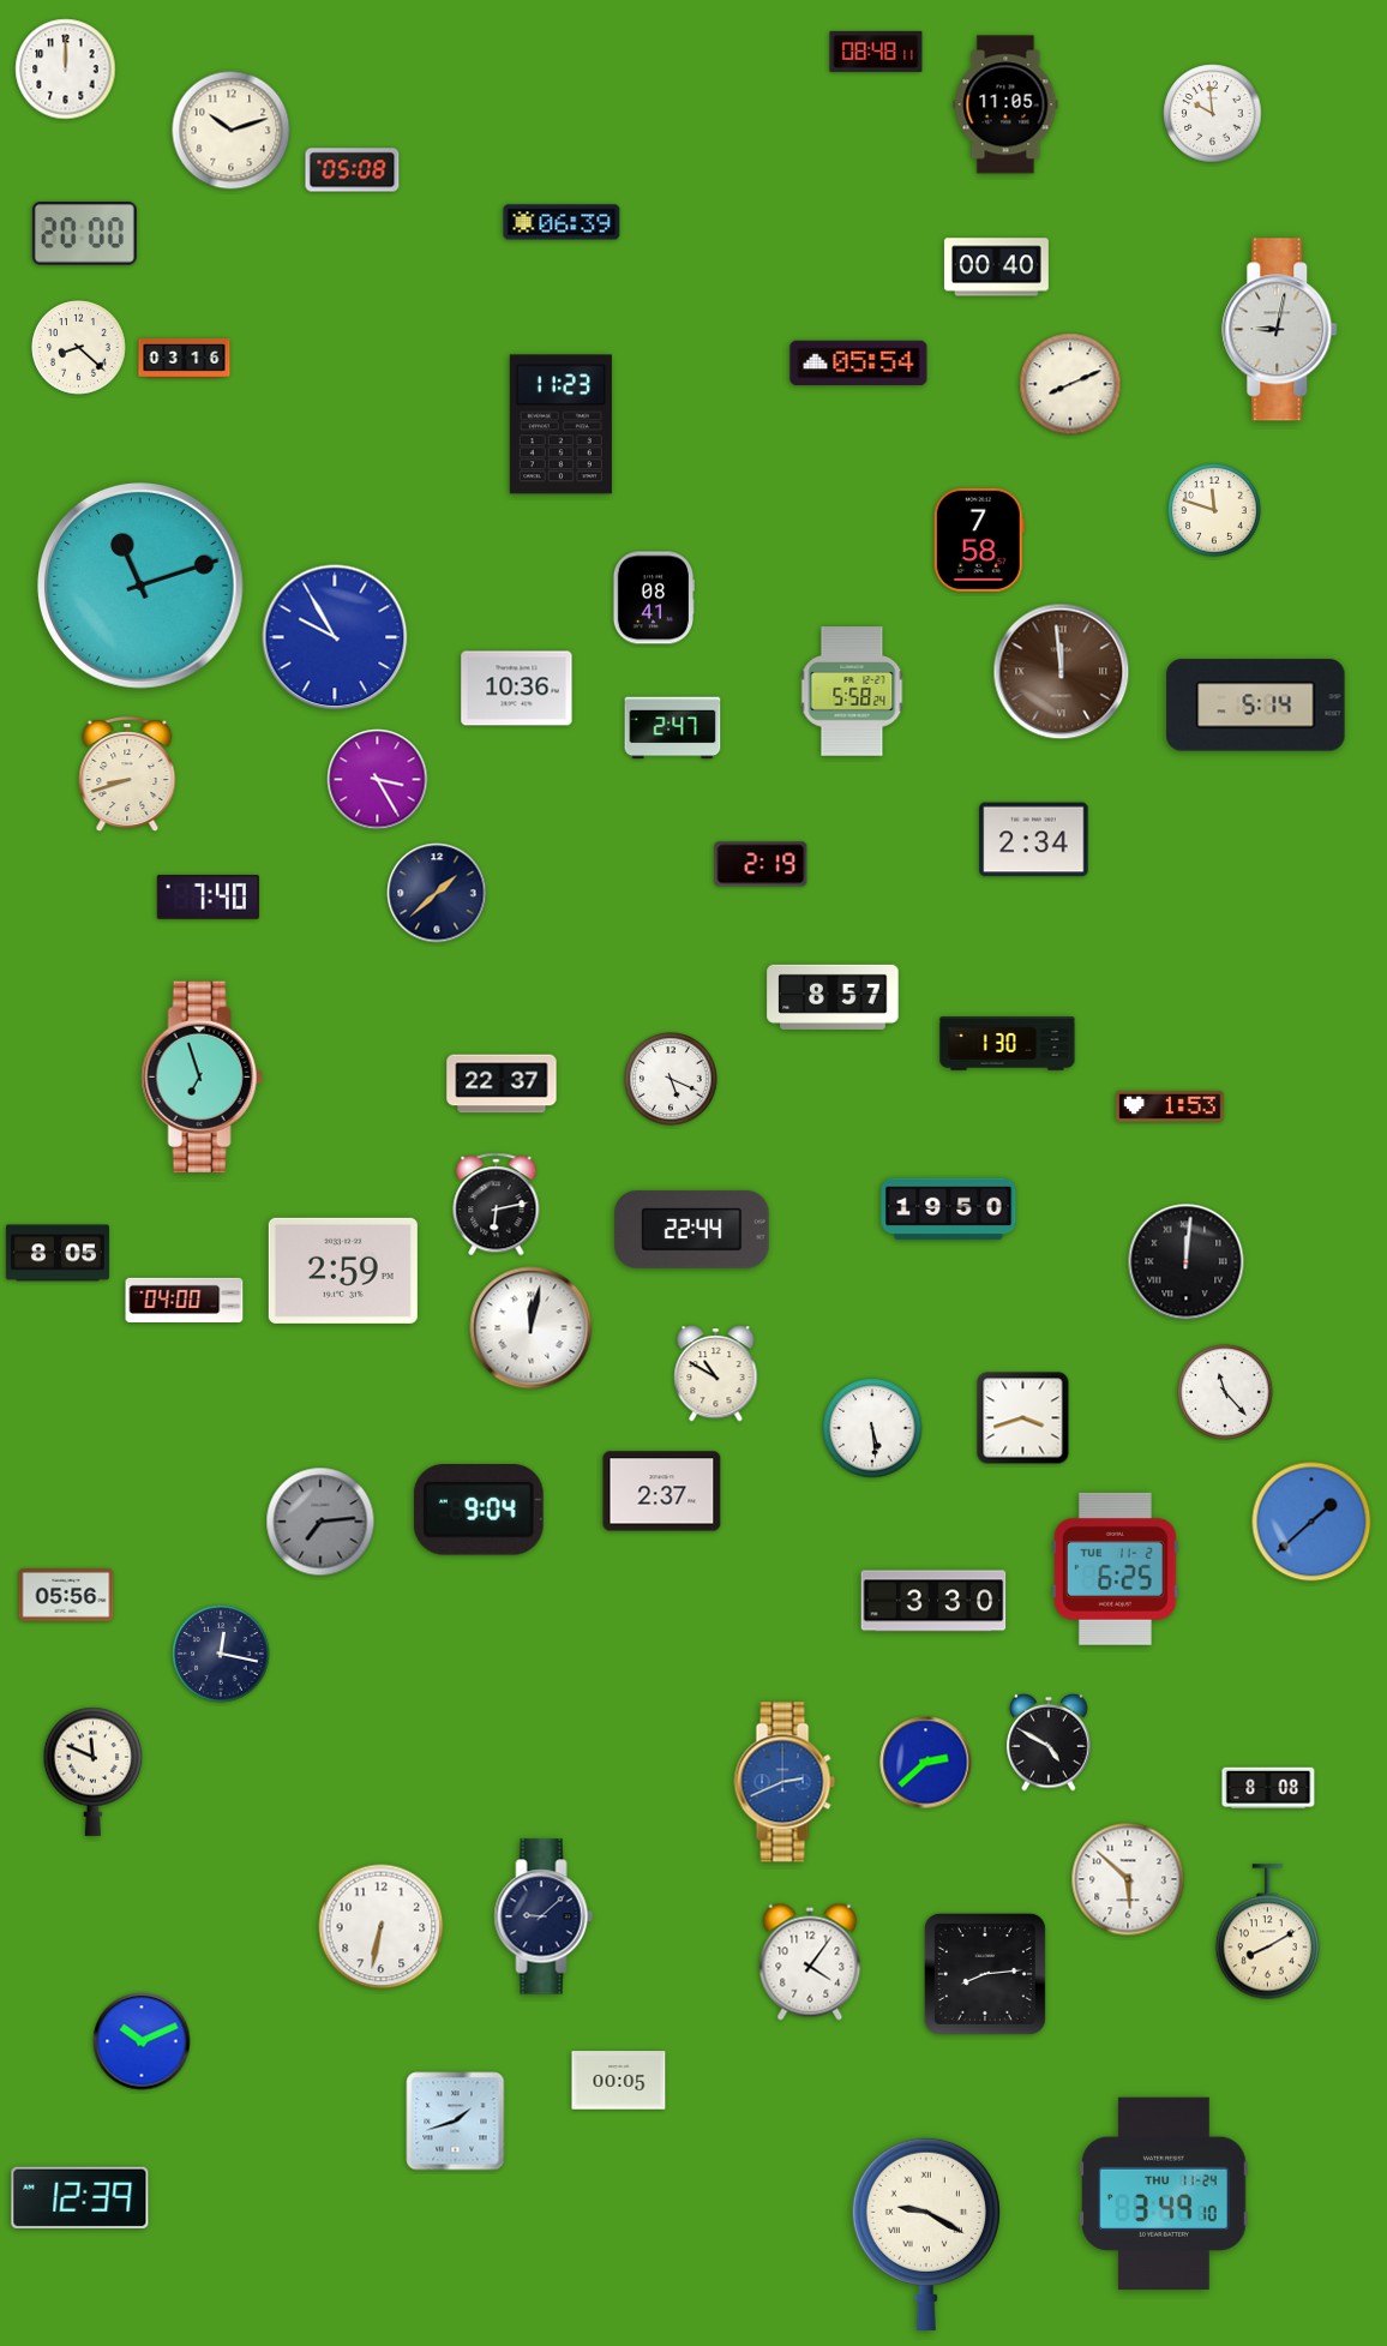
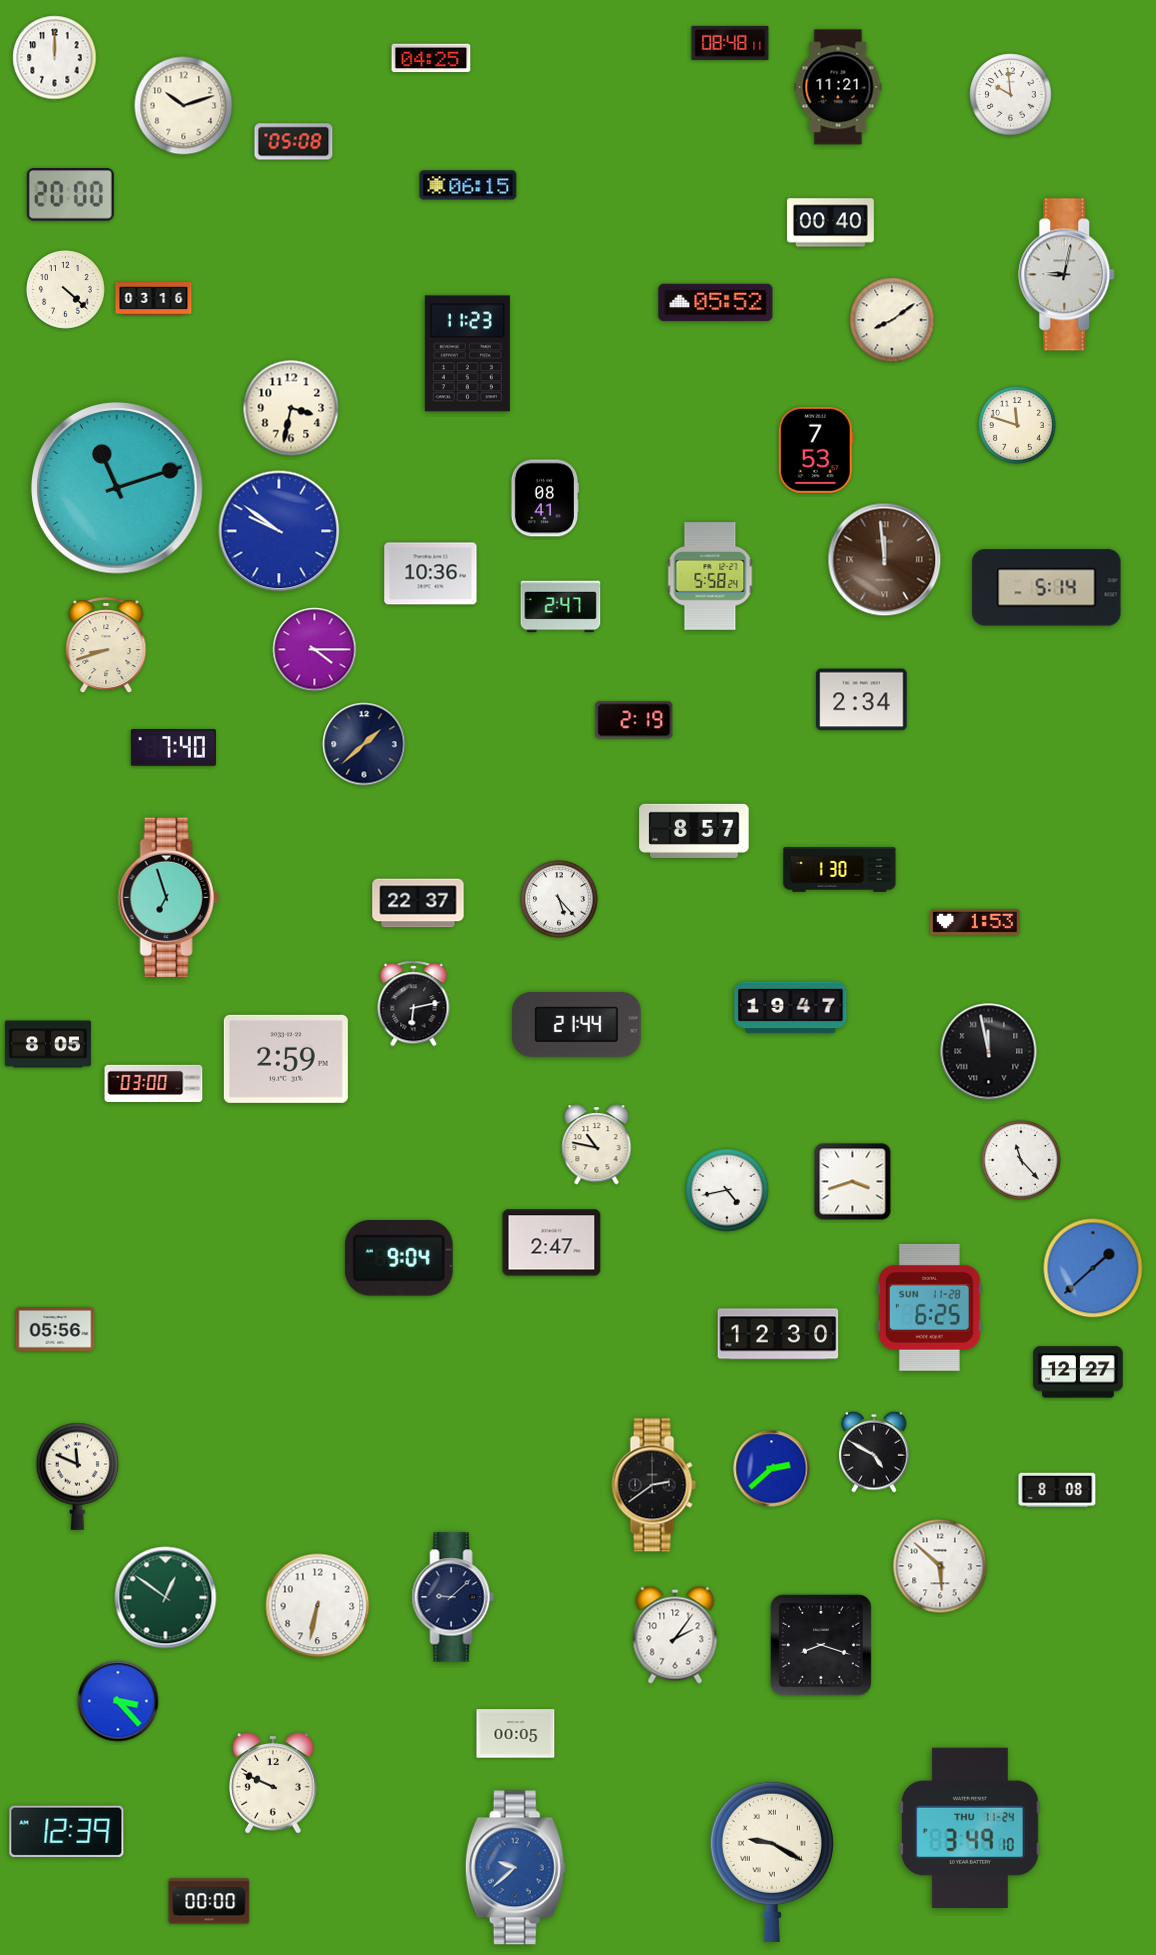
clock at (431, 58): none -> 04:25
clock at (1005, 104): 11:05 -> 11:21
clock at (232, 131) position: (232, 131) -> (184, 106)
clock at (562, 222): 06:39 -> 06:15
clock at (79, 348): 8:22 -> 4:22
clock at (859, 364): 05:54 -> 05:52
clock at (1070, 384): 8:11 -> 8:09
clock at (291, 408): none -> 3:32
clock at (1214, 510) position: (1214, 510) -> (1017, 425)
clock at (979, 540): 7:58 -> 7:53
clock at (335, 637): 9:55 -> 9:51
clock at (378, 780): 3:25 -> 4:15
clock at (671, 1079): 5:19 -> 5:23
clock at (949, 1210): 19:50 -> 19:47
clock at (692, 1229): 22:44 -> 21:44
clock at (1187, 1262): 12:01 -> 11:58
clock at (185, 1300): 04:00 -> 03:00
clock at (532, 1328): 12:02 -> none
clock at (716, 1374): 10:50 -> 10:47
clock at (872, 1428): 5:29 -> 4:43
clock at (662, 1492): 2:37 -> 2:47
clock at (320, 1522): 7:14 -> none
clock at (1115, 1568) date: TUE 11-2 -> SUN 11-28
clock at (933, 1601): 3:30 -> 12:30
clock at (1078, 1372): none -> 12:27
clock at (221, 1654): 12:17 -> none
clock at (785, 1782): 2:41 -> 2:39
clock at (785, 1782) dial: blue -> black
clock at (166, 1598): none -> 12:51
clock at (1267, 1932): 8:10 -> none
clock at (810, 1962): 4:06 -> 2:06
clock at (985, 1974): 8:14 -> 8:18
clock at (142, 2041): 10:11 -> 3:23
clock at (456, 2122): 1:42 -> none
clock at (274, 1783): none -> 9:49
clock at (515, 1868): none -> 9:38
clock at (209, 1901): none -> 00:00
